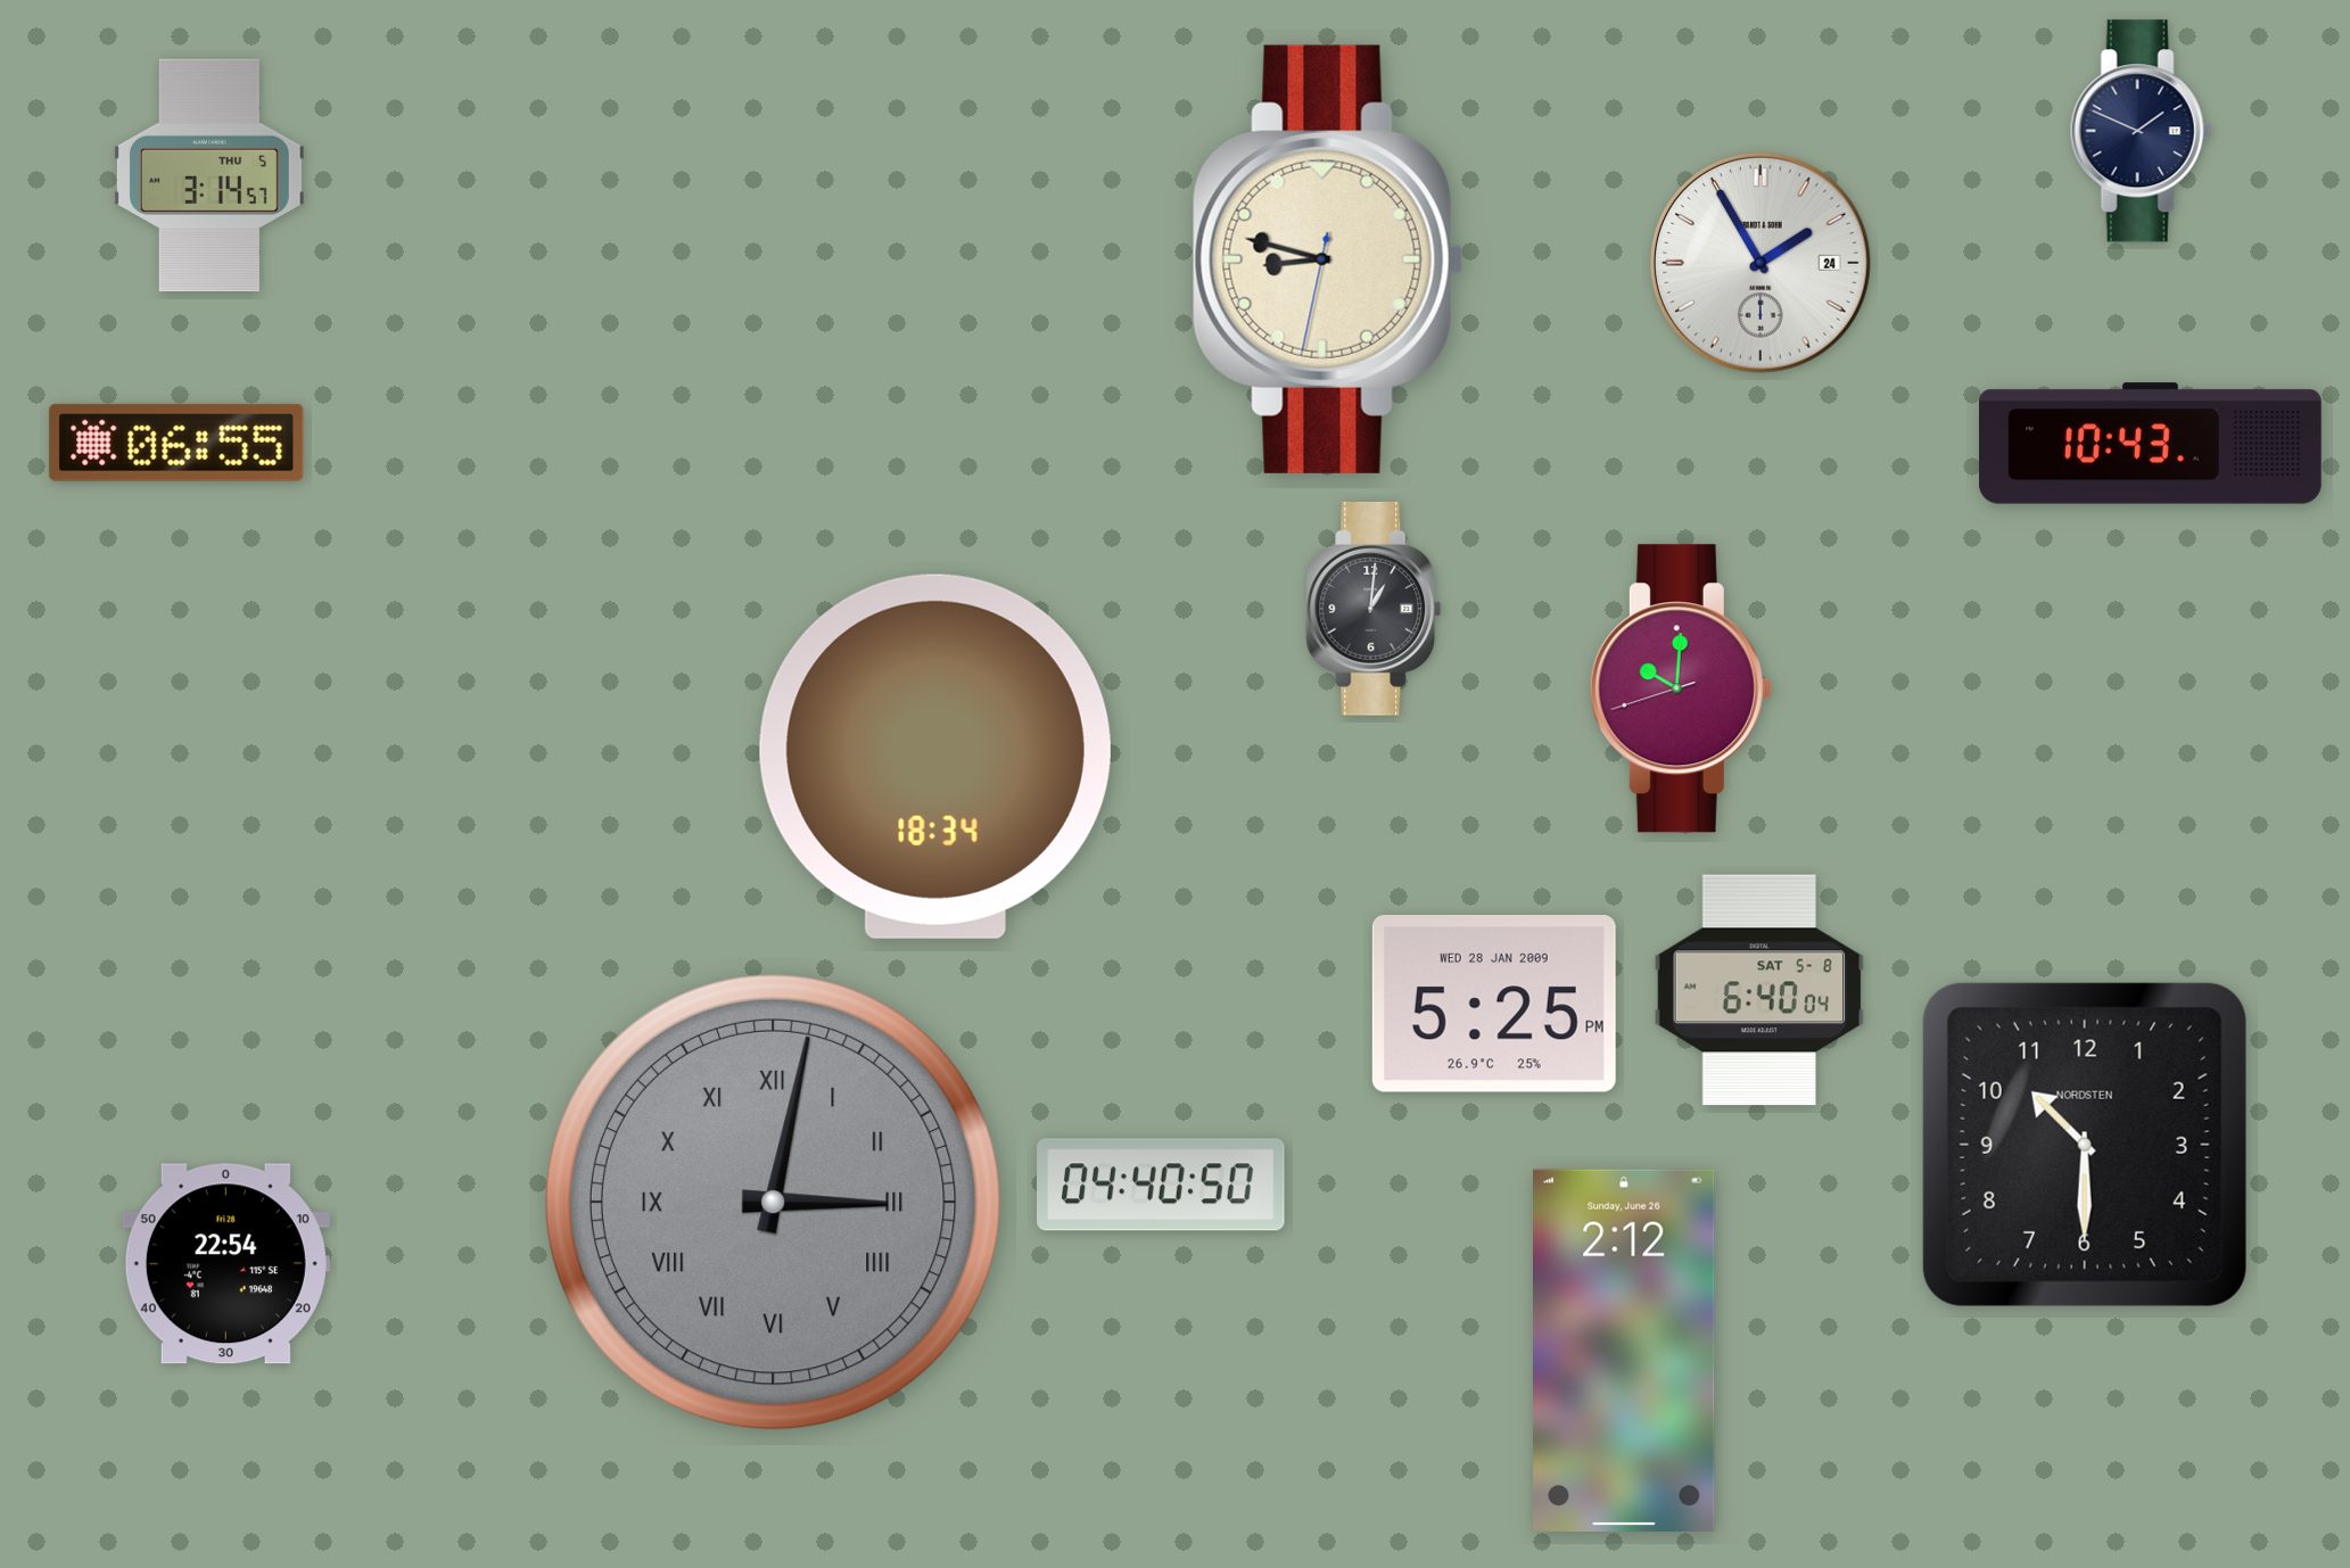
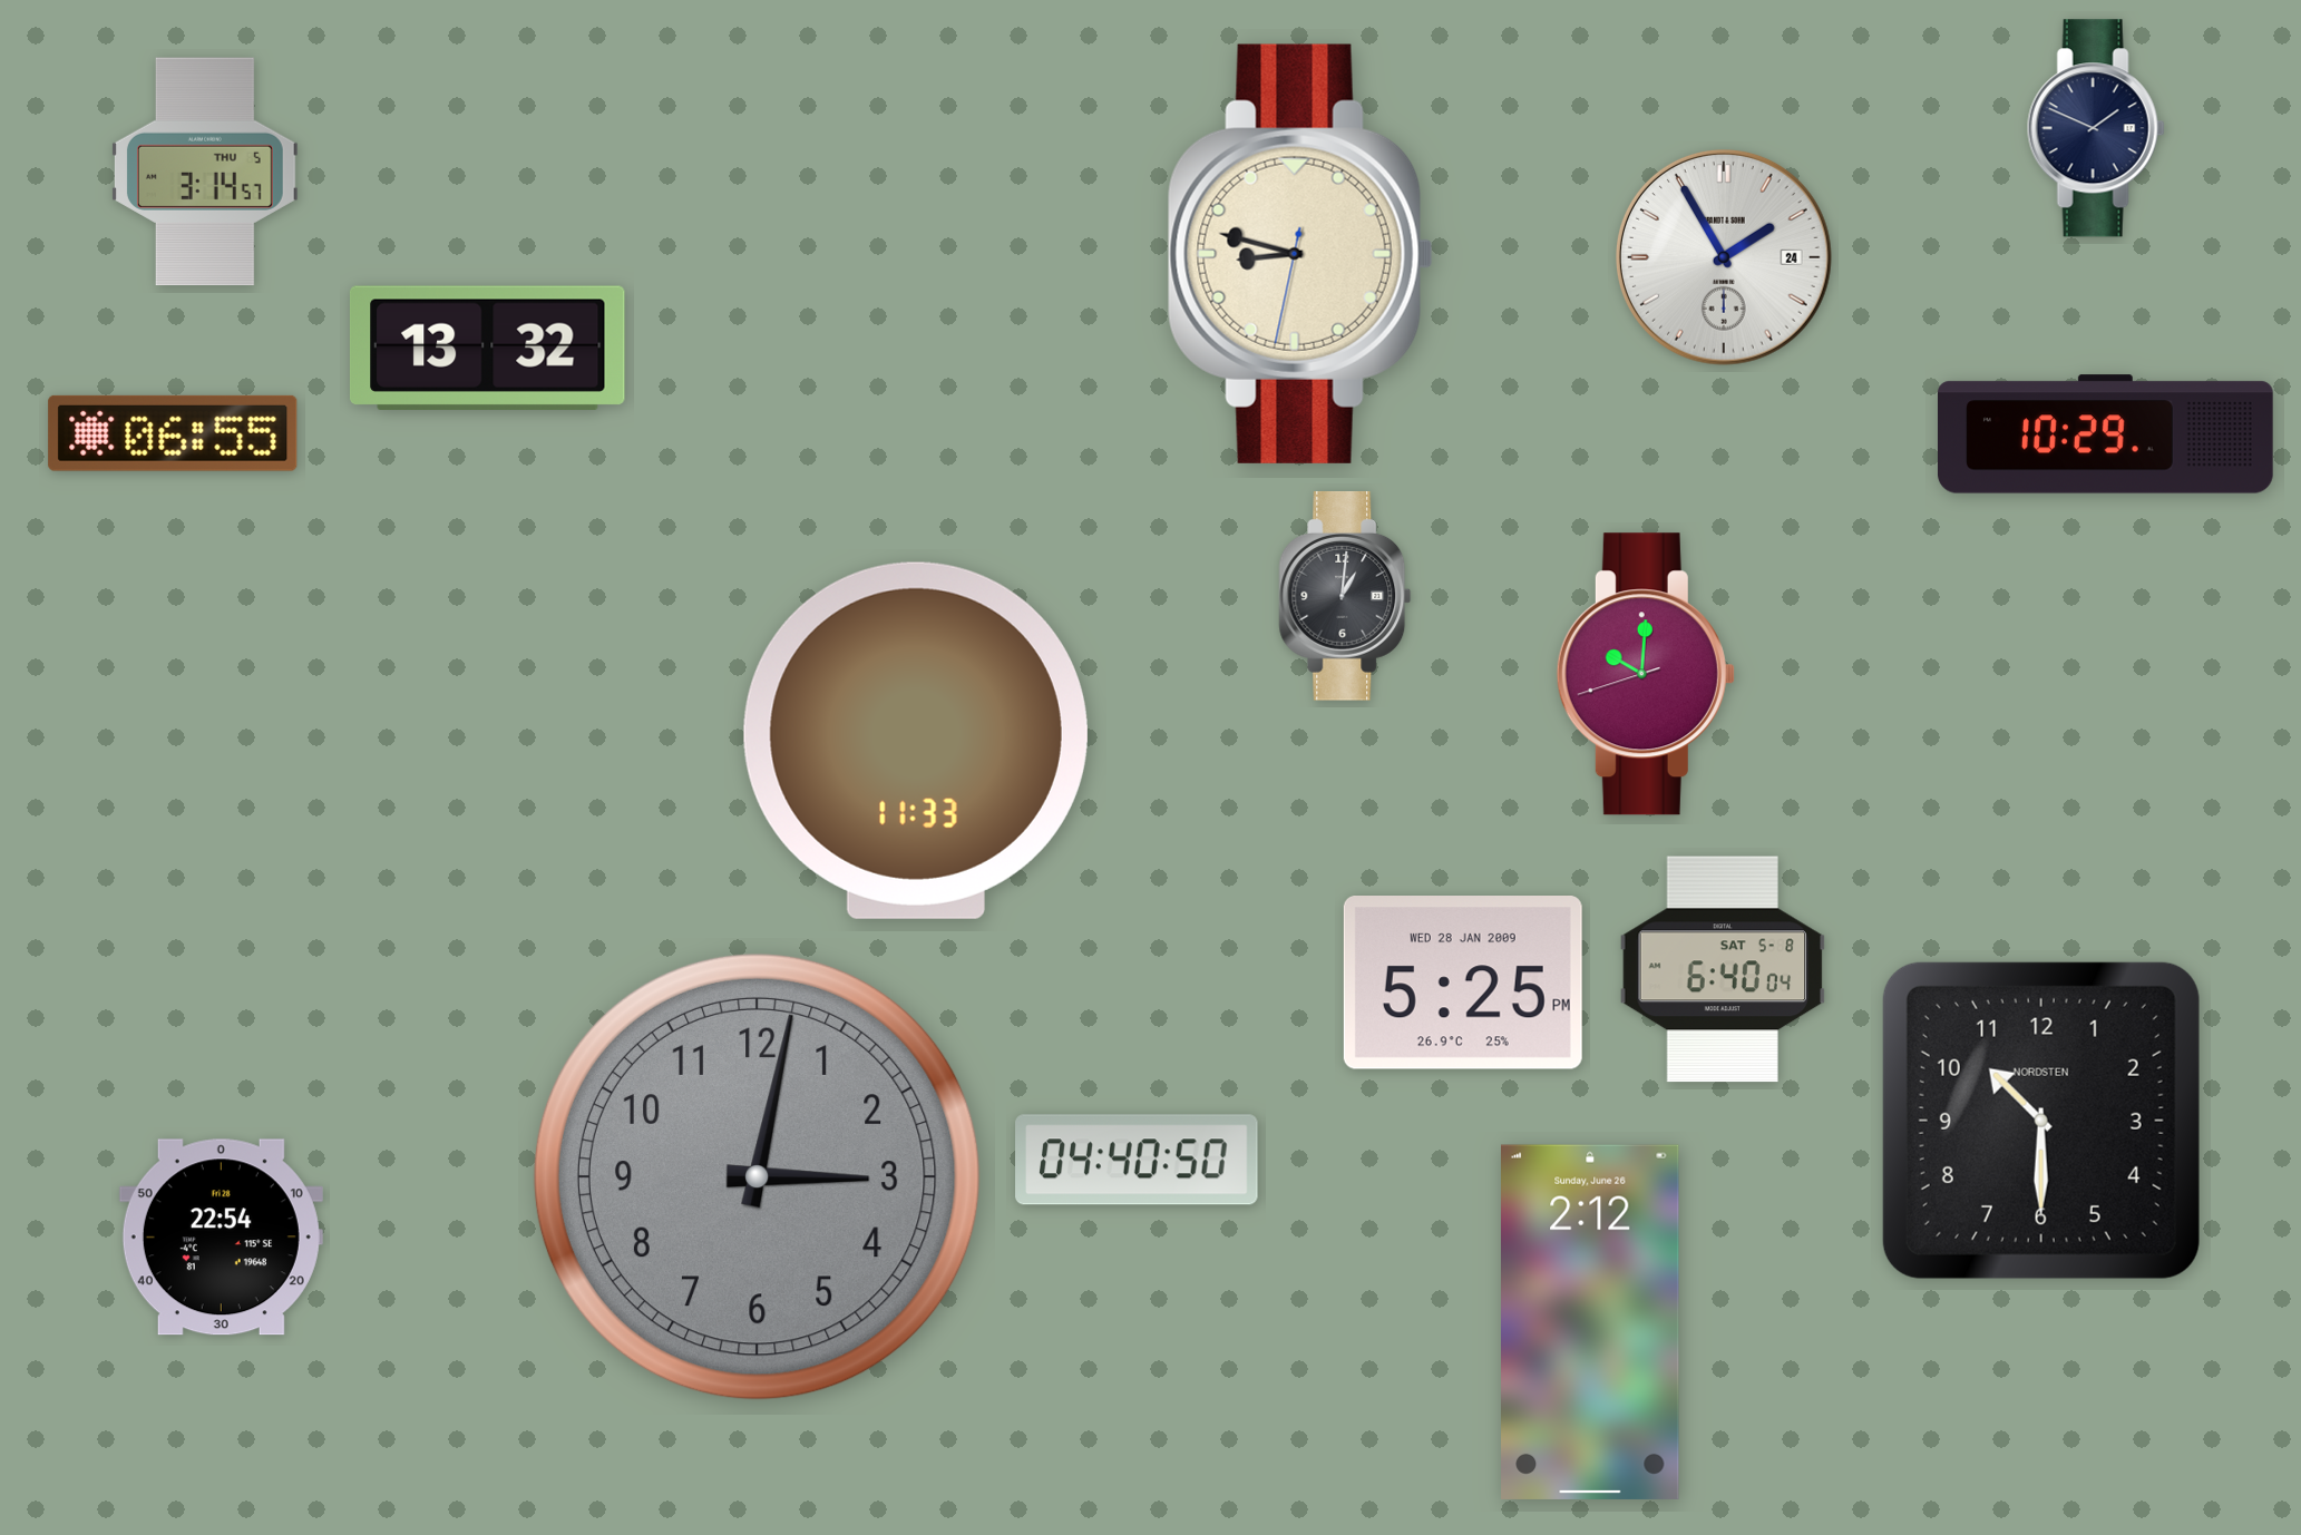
clock at (487, 348): none -> 13:32
clock at (2151, 444): 10:43 -> 10:29
clock at (935, 757): 18:34 -> 11:33
clock at (773, 1202) numerals: Roman -> Arabic
